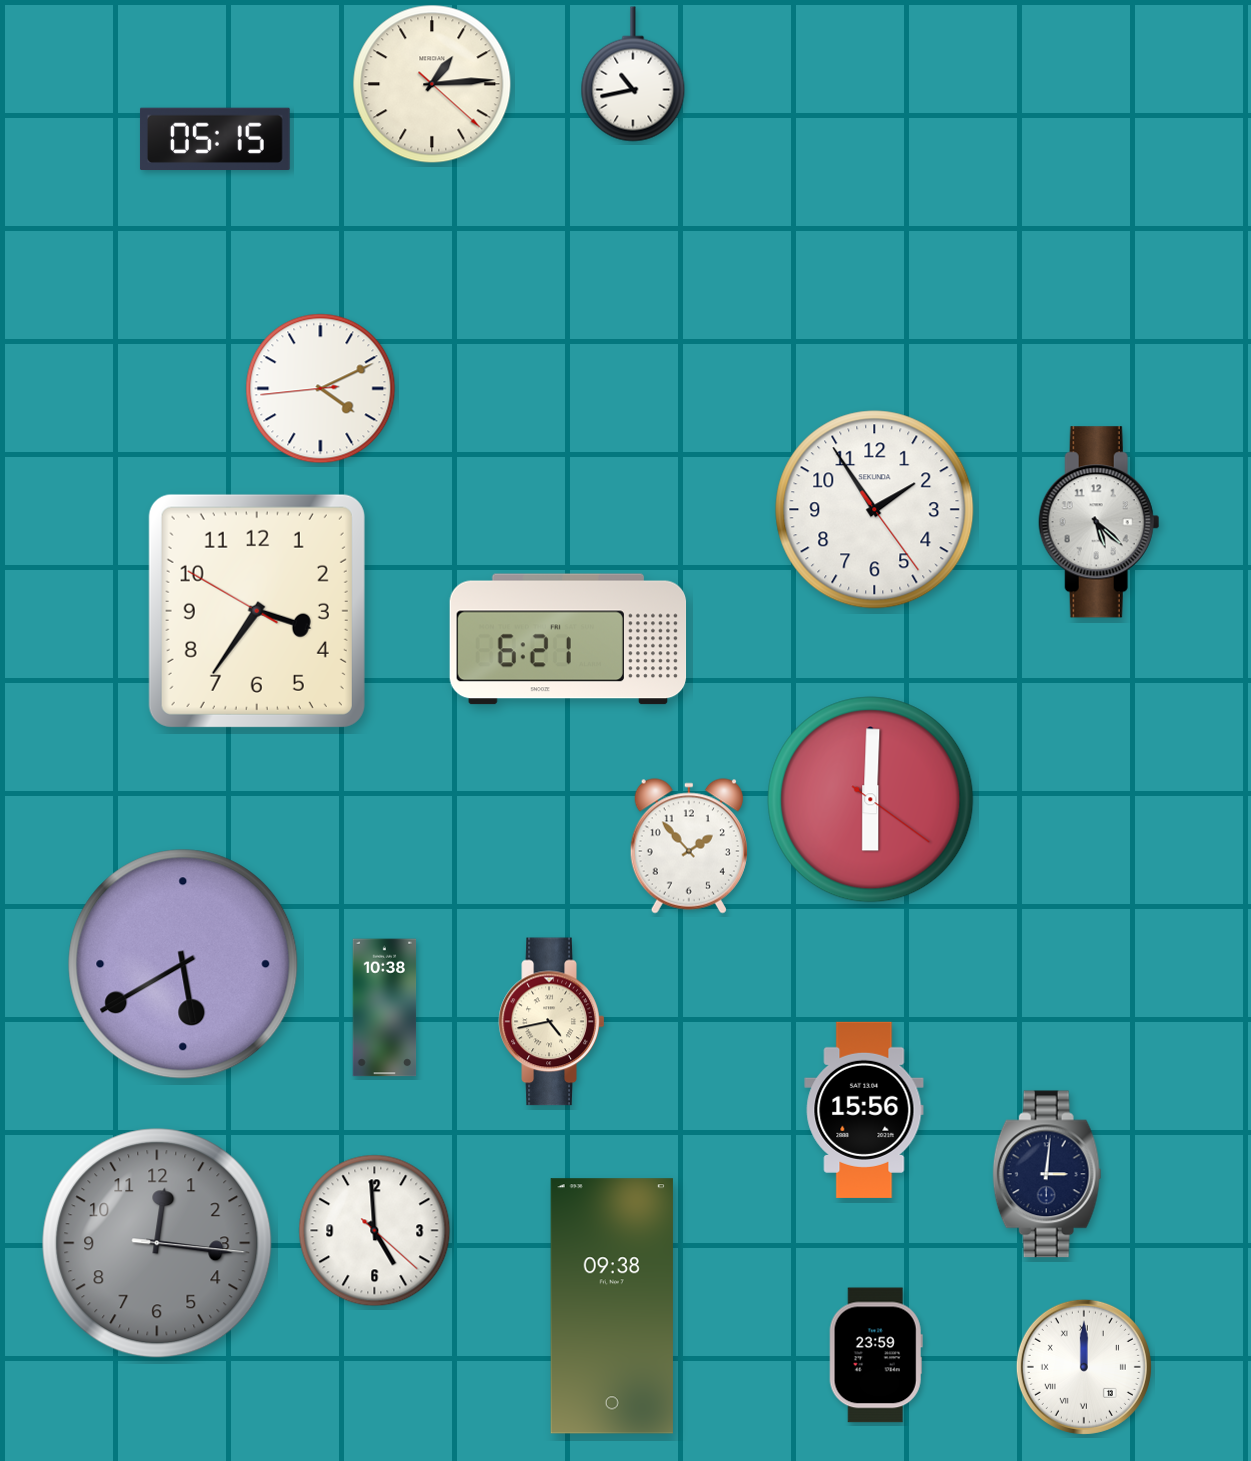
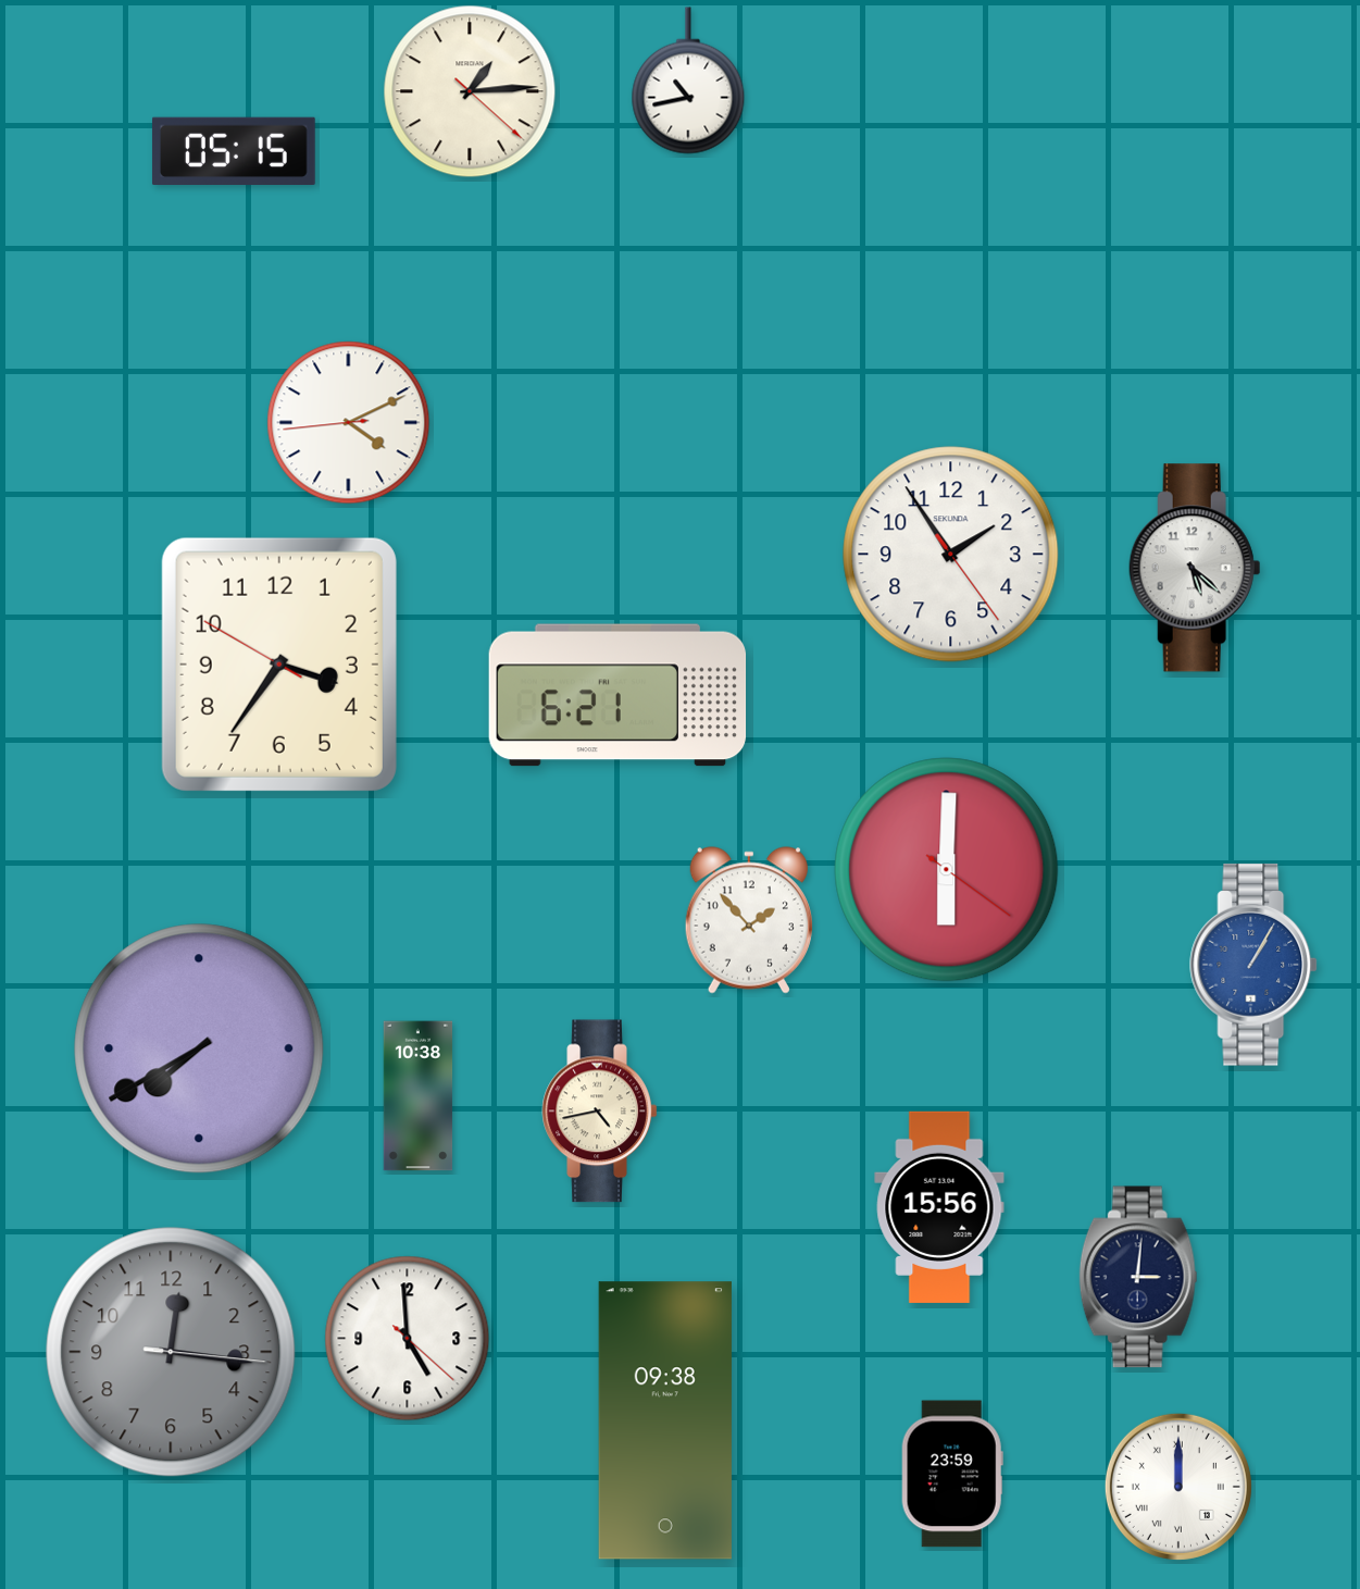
clock at (1255, 965): none -> 1:05
clock at (183, 964): 5:40 -> 7:40
